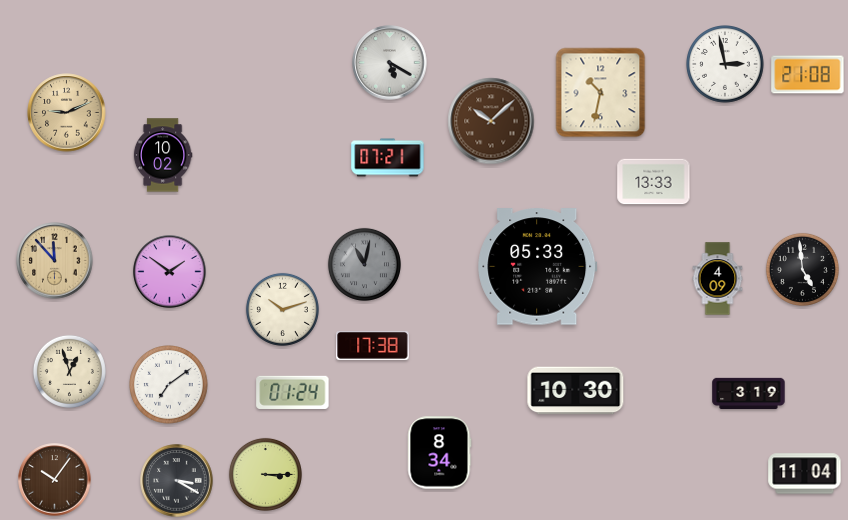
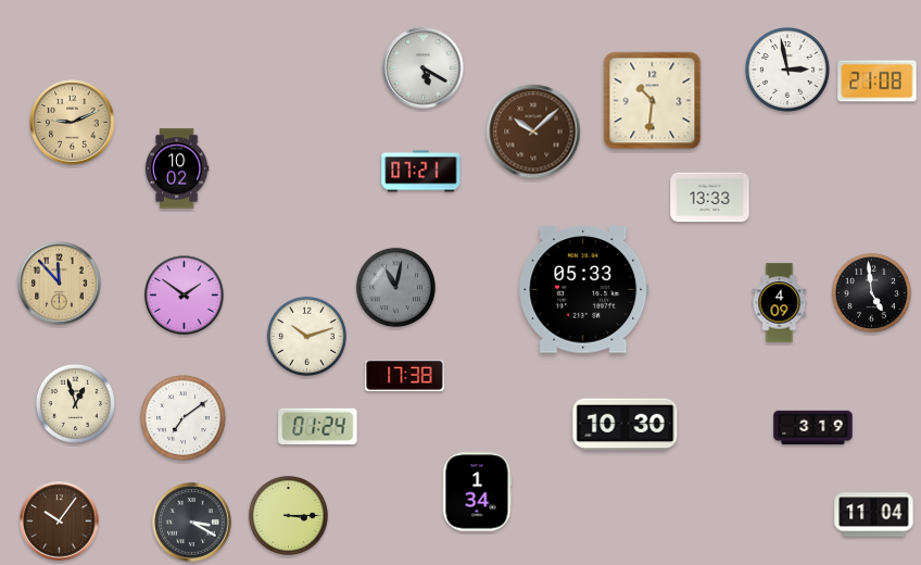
clock at (601, 93): 10:32 -> 10:31
clock at (440, 453): 8:34 -> 1:34
